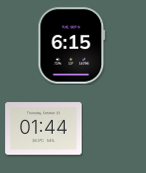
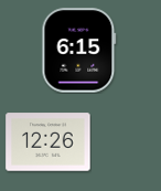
clock at (44, 129): 01:44 -> 12:26
